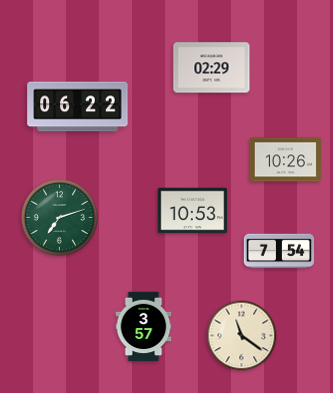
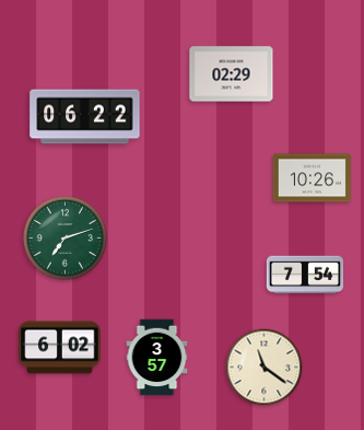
clock at (285, 160) position: (285, 160) -> (312, 178)
clock at (193, 211): 10:53 -> none
clock at (60, 348): none -> 6:02
